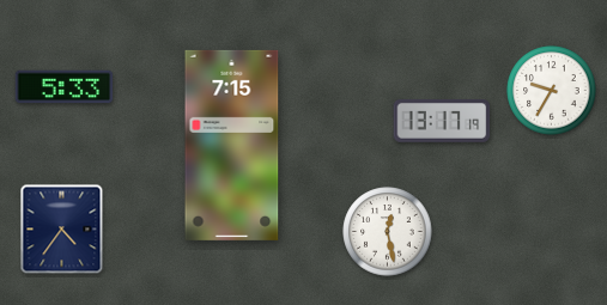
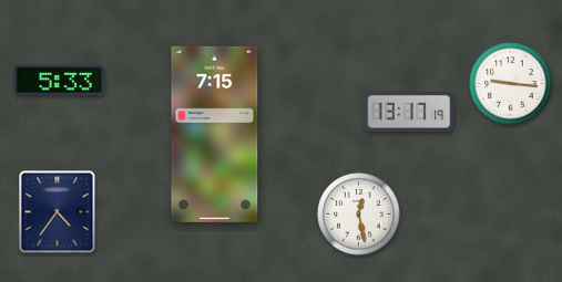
clock at (552, 91): 9:35 -> 9:16
